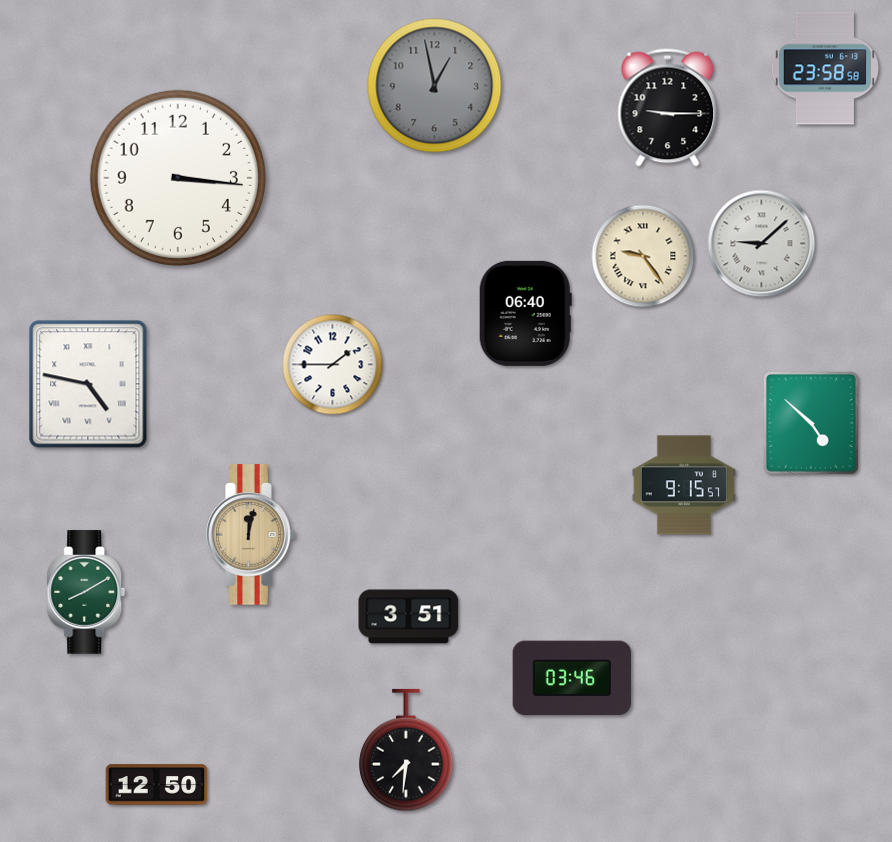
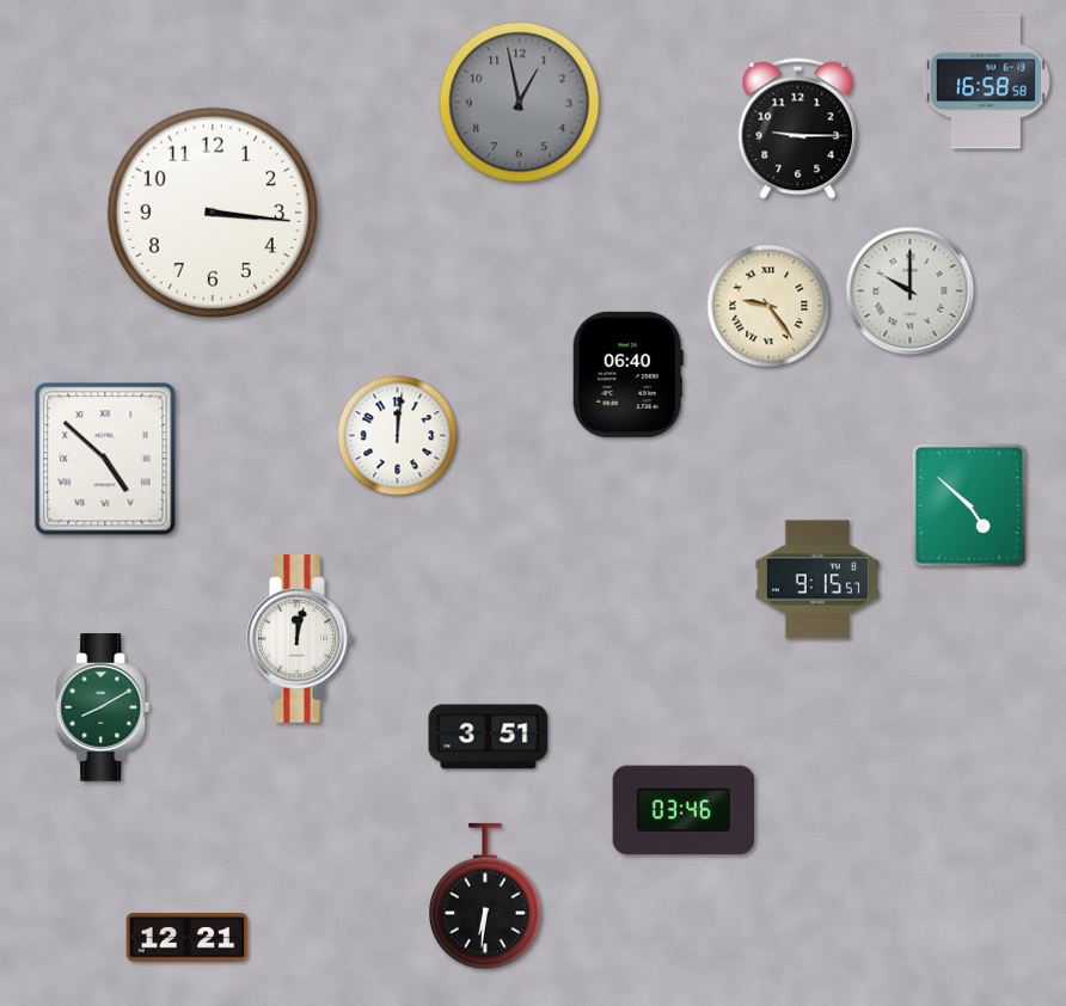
clock at (825, 68): 23:58 -> 16:58
clock at (762, 244): 9:08 -> 10:00
clock at (333, 365): 1:45 -> 12:01
clock at (88, 384): 4:47 -> 4:52
clock at (251, 535) dial: champagne -> white
clock at (406, 750): 7:31 -> 6:31
clock at (157, 785): 12:50 -> 12:21
